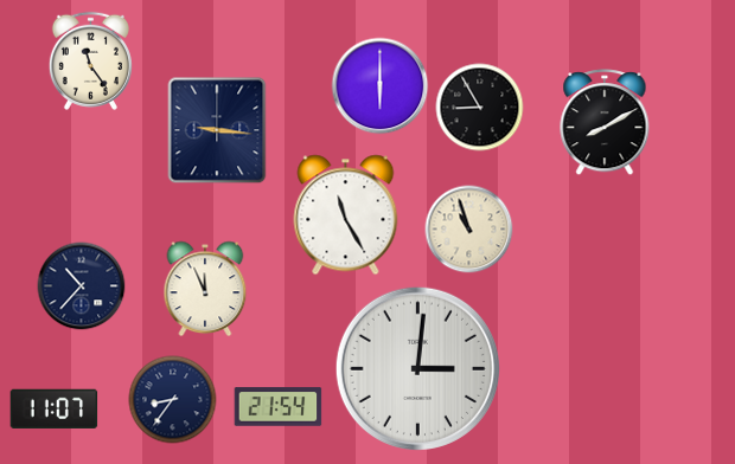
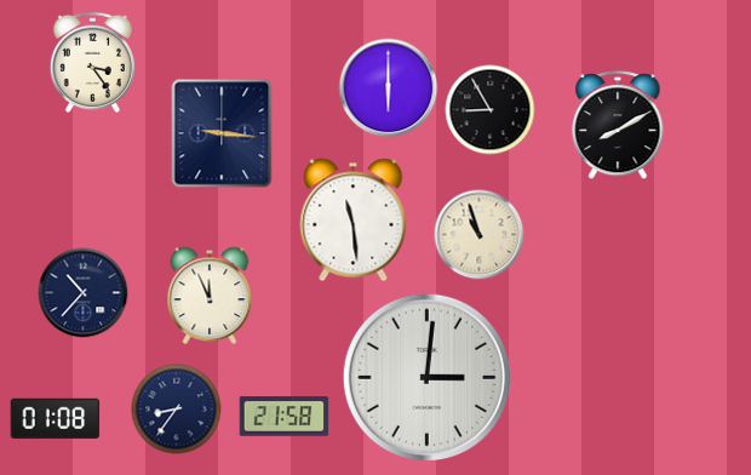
clock at (90, 60): 11:24 -> 3:24
clock at (346, 215): 11:25 -> 11:29
clock at (279, 407): 21:54 -> 21:58
clock at (55, 408): 11:07 -> 01:08
